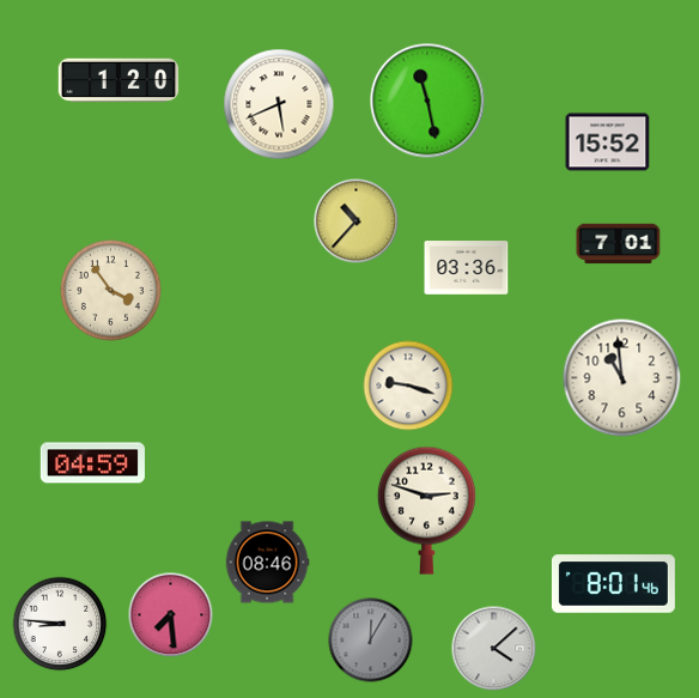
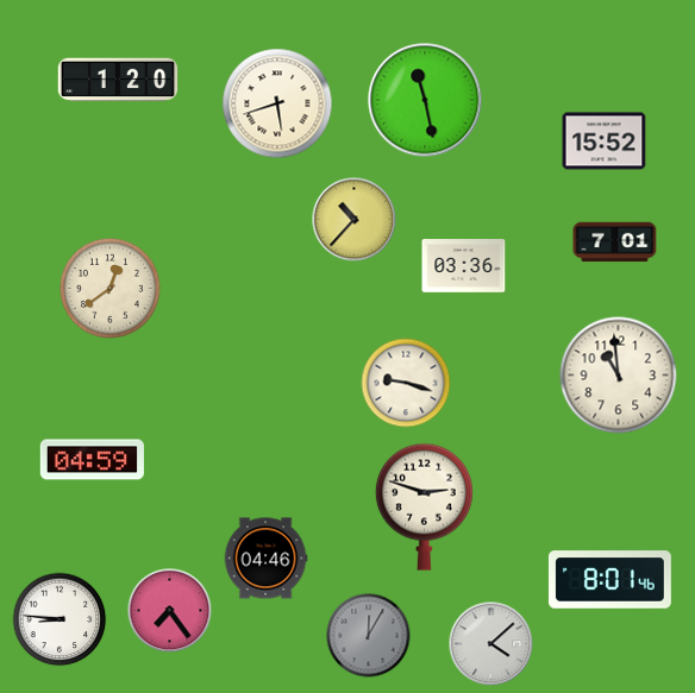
clock at (279, 104): 5:41 -> 5:42
clock at (110, 290): 3:54 -> 12:39
clock at (267, 563): 08:46 -> 04:46
clock at (171, 615): 7:29 -> 7:24
